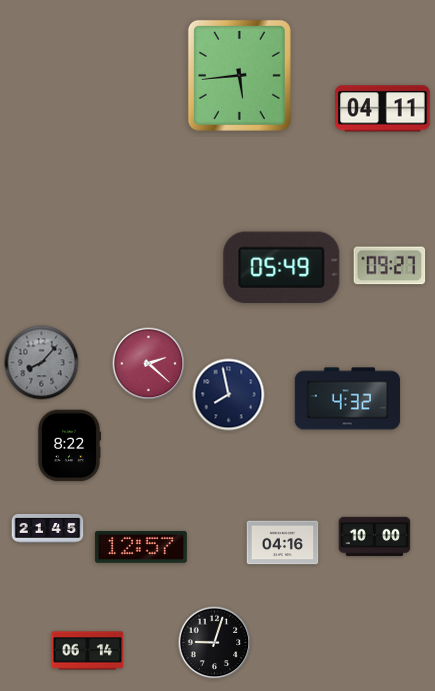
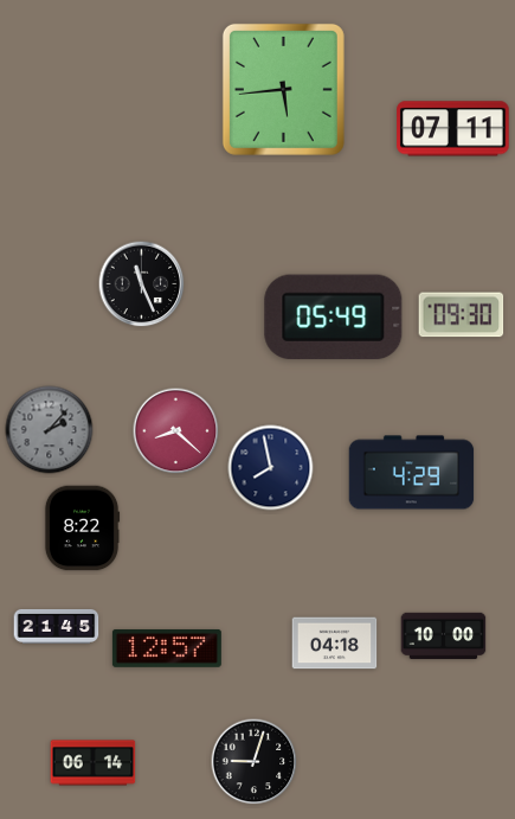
clock at (383, 109): 04:11 -> 07:11
clock at (142, 284): none -> 11:26
clock at (390, 266): 09:27 -> 09:30
clock at (42, 363): 8:07 -> 2:07
clock at (149, 364): 2:22 -> 8:22
clock at (348, 399): 4:32 -> 4:29
clock at (283, 543): 04:16 -> 04:18
clock at (88, 651) position: (88, 651) -> (94, 763)
